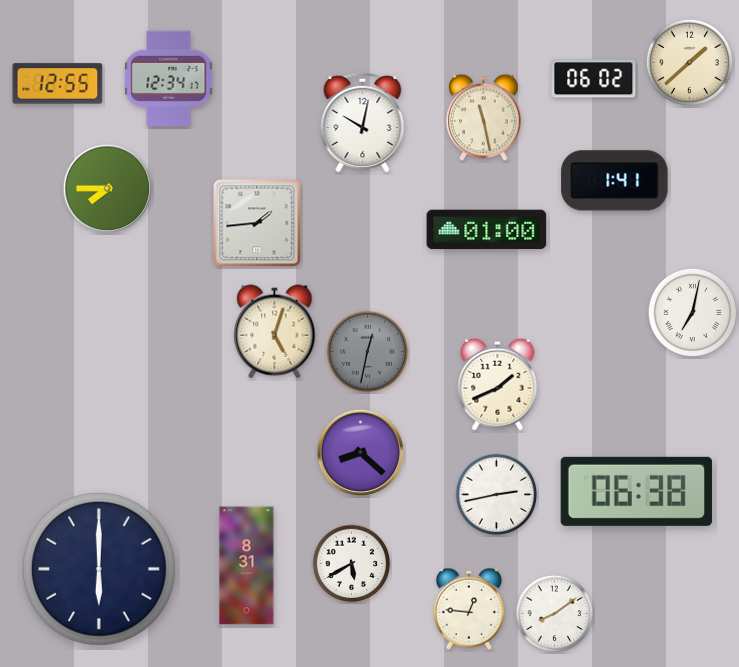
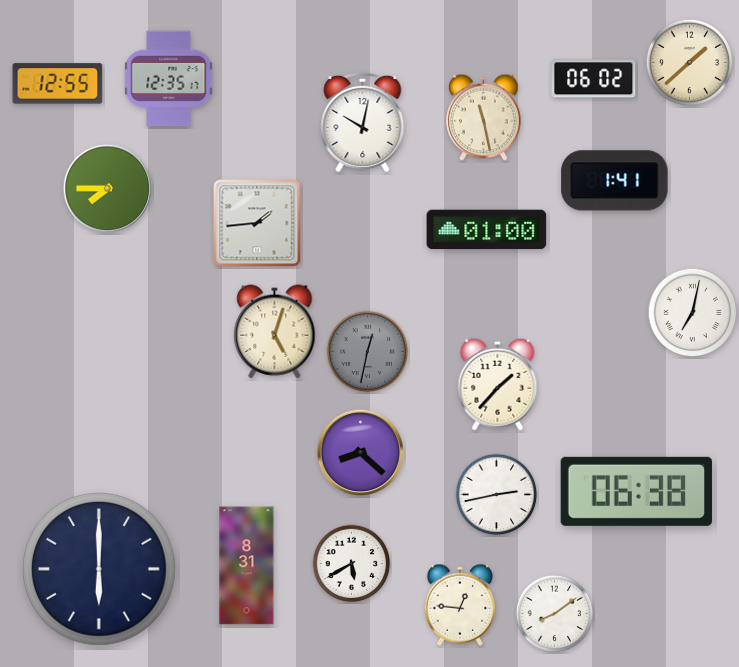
clock at (169, 79): 12:34 -> 12:35
clock at (498, 384): 1:41 -> 1:37
clock at (469, 609) position: (469, 609) -> (460, 605)
